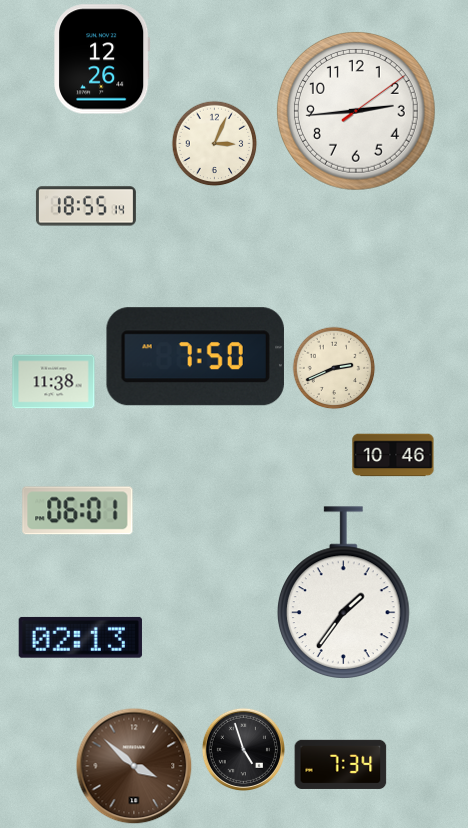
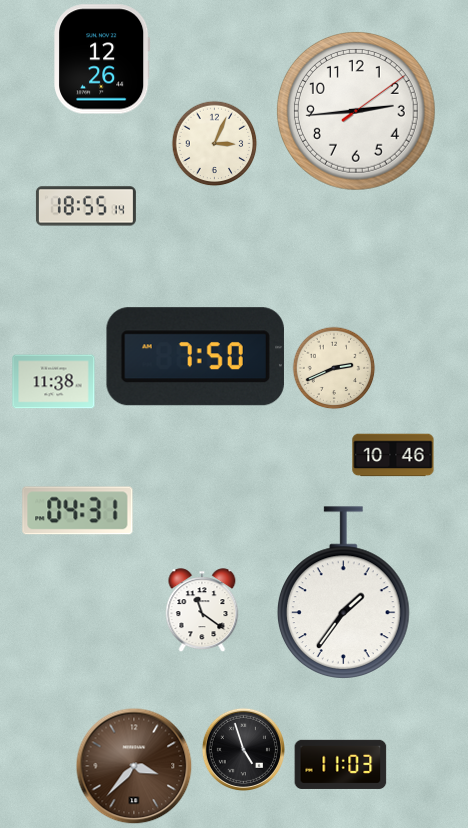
clock at (78, 511): 06:01 -> 04:31
clock at (202, 611): none -> 11:21
clock at (80, 637): 02:13 -> none
clock at (341, 764): 7:34 -> 11:03
clock at (134, 766): 3:52 -> 3:37
